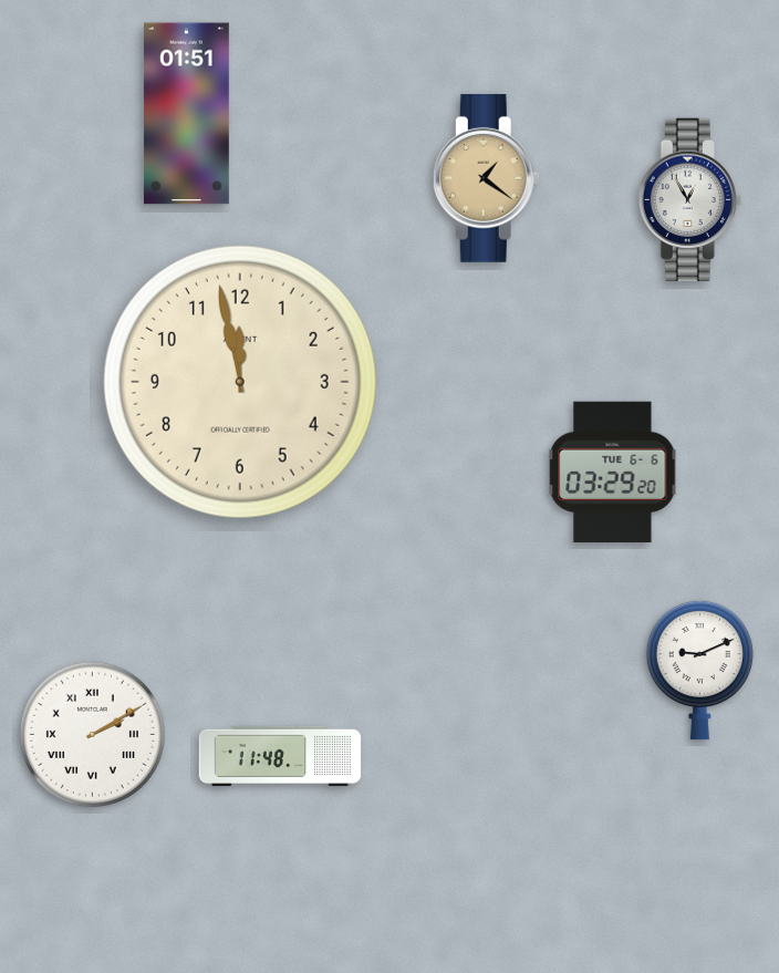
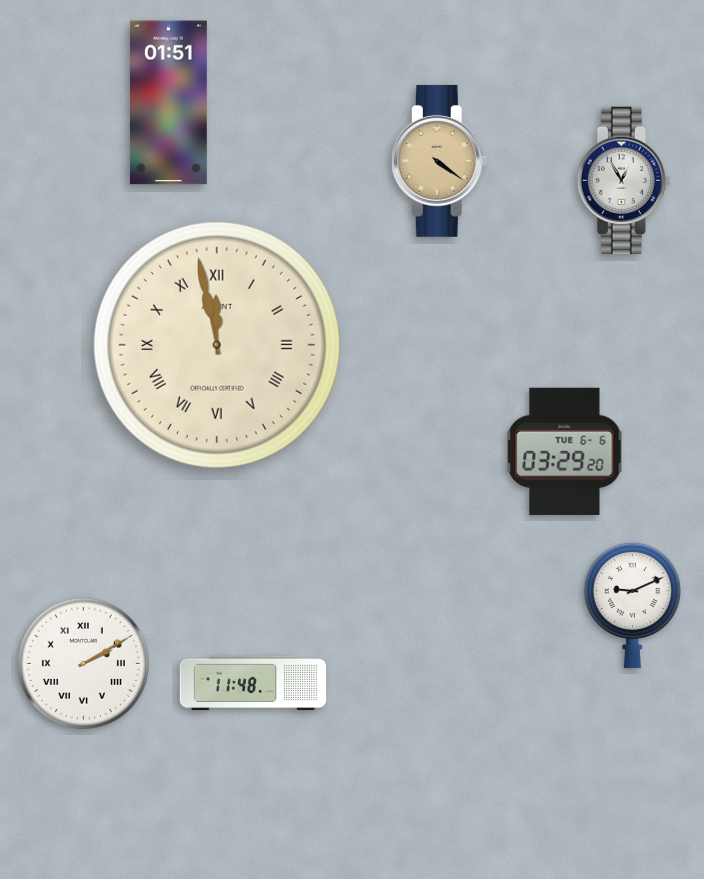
clock at (486, 178): 1:21 -> 4:21
clock at (240, 382) numerals: Arabic -> Roman
clock at (613, 472) position: (613, 472) -> (565, 451)
